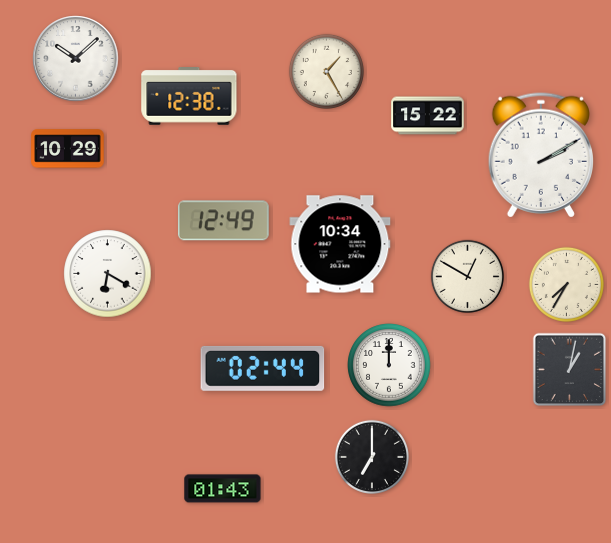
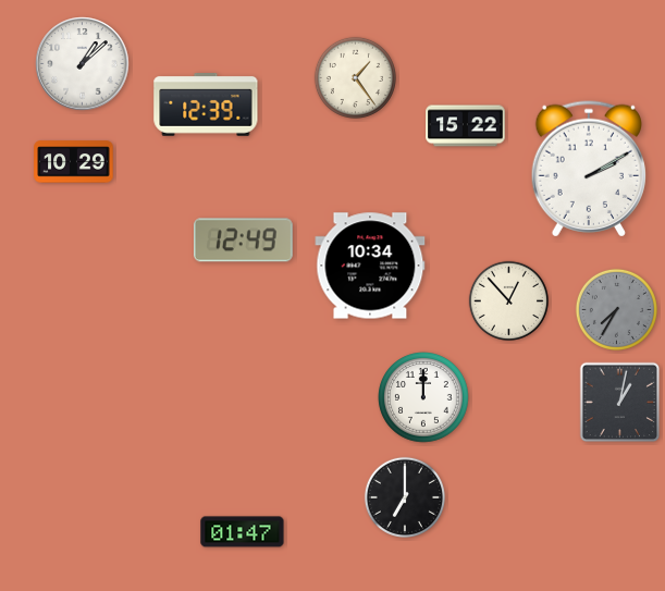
clock at (76, 59): 10:08 -> 1:08
clock at (326, 71): 1:25 -> 1:24
clock at (189, 97): 12:38 -> 12:39
clock at (108, 274): 6:20 -> none
clock at (467, 276): 12:50 -> 12:53
clock at (566, 284) dial: cream -> grey
clock at (263, 368): 02:44 -> none
clock at (223, 489): 01:43 -> 01:47
